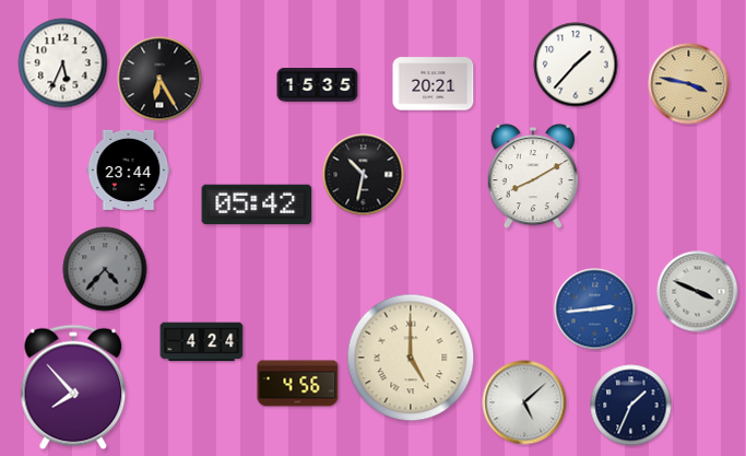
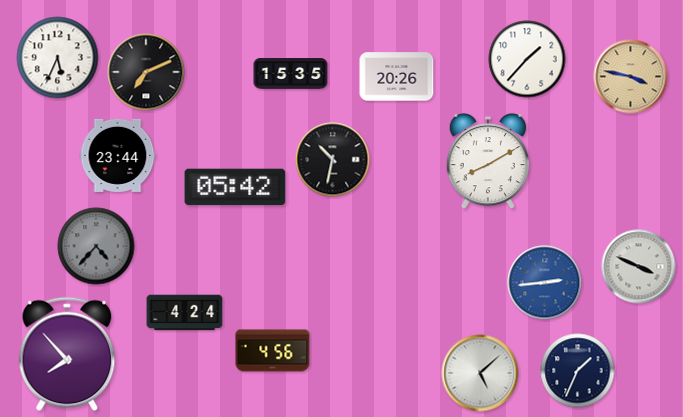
clock at (159, 79): 6:25 -> 7:11
clock at (434, 84): 20:21 -> 20:26
clock at (318, 85) position: (318, 85) -> (291, 74)
clock at (411, 358): 5:00 -> none
clock at (524, 402) position: (524, 402) -> (480, 373)
